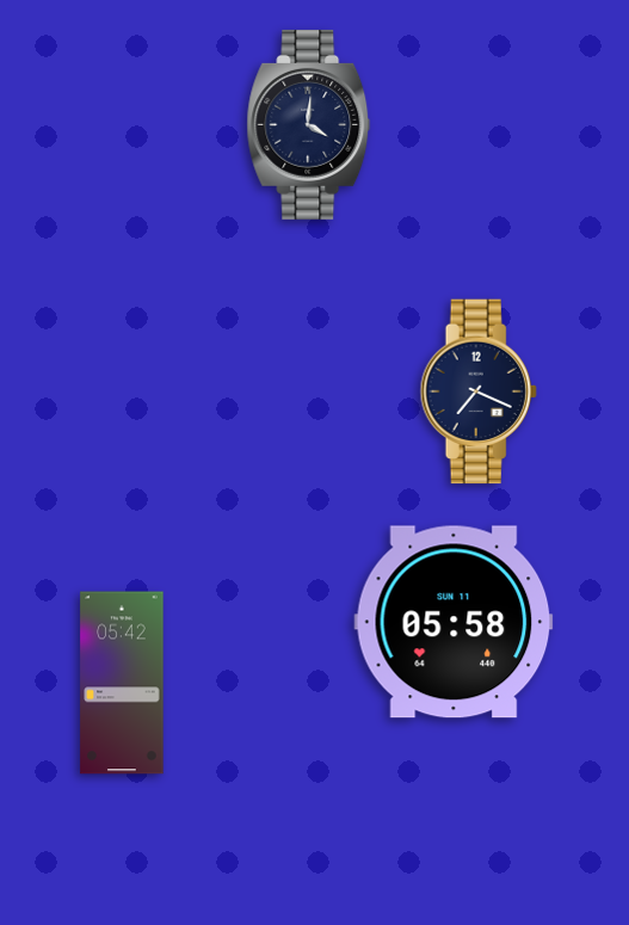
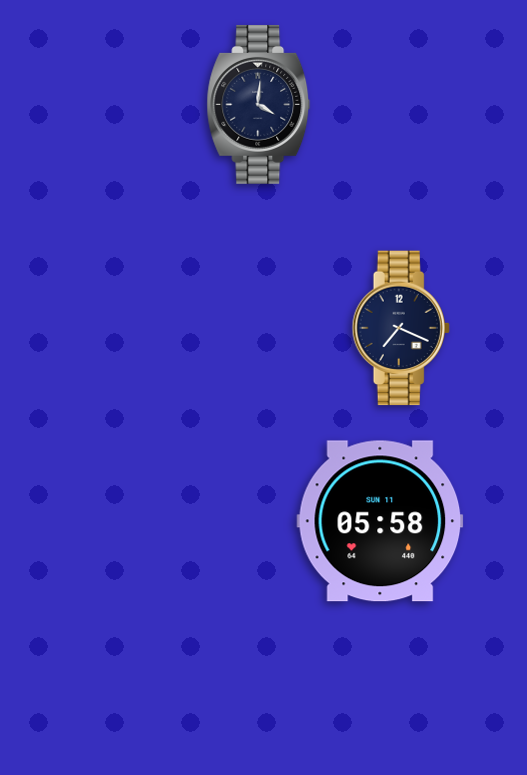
clock at (122, 683): 05:42 -> none
